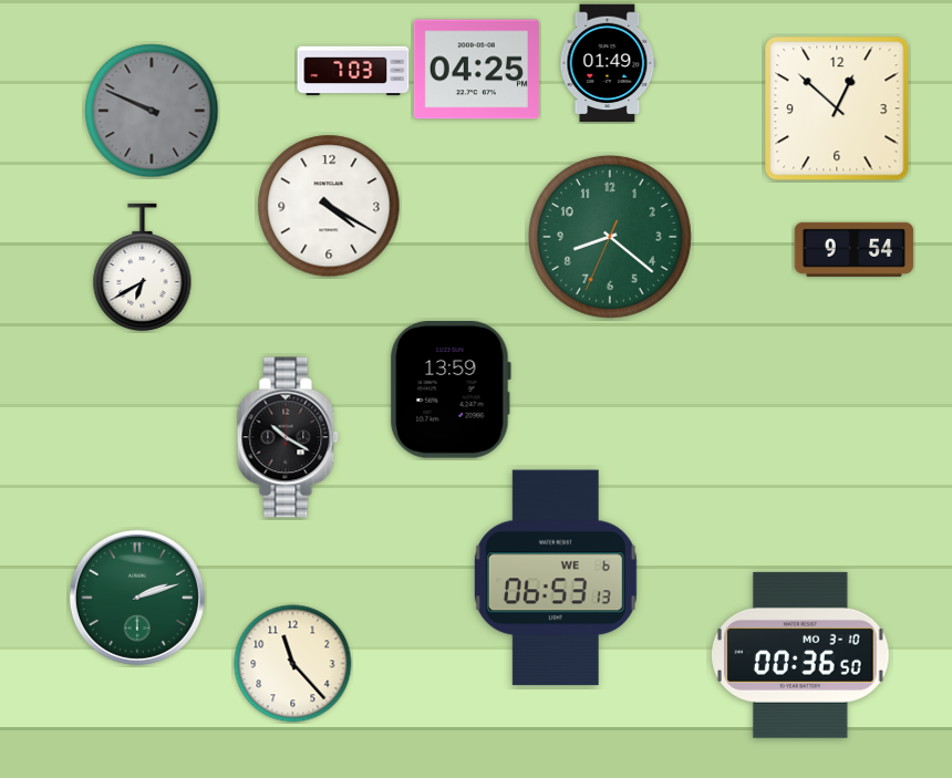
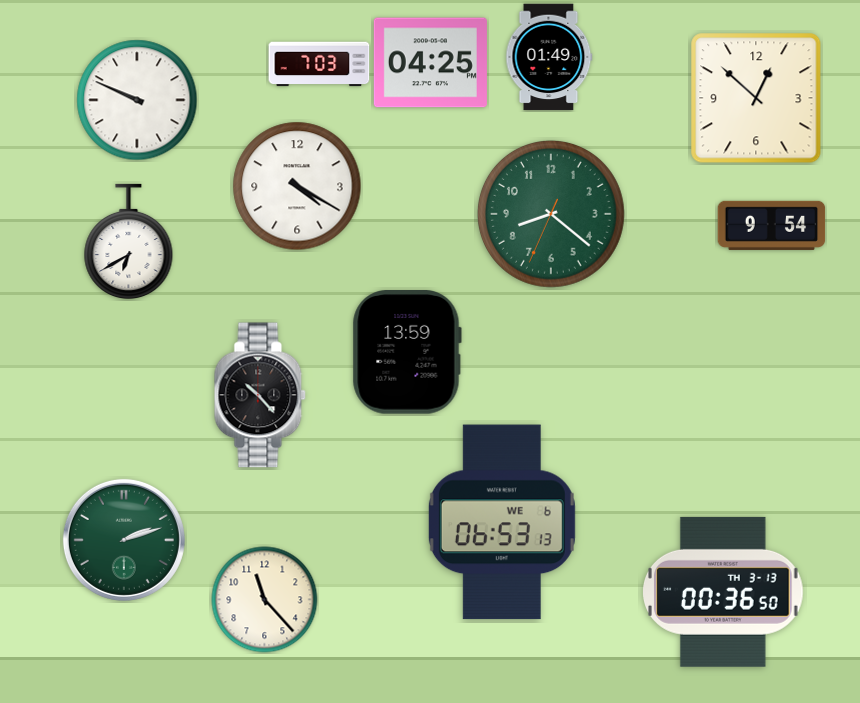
clock at (152, 111) dial: grey -> white
clock at (288, 437): 10:20 -> 10:23
clock at (801, 655) date: MO 3-10 -> TH 3-13
